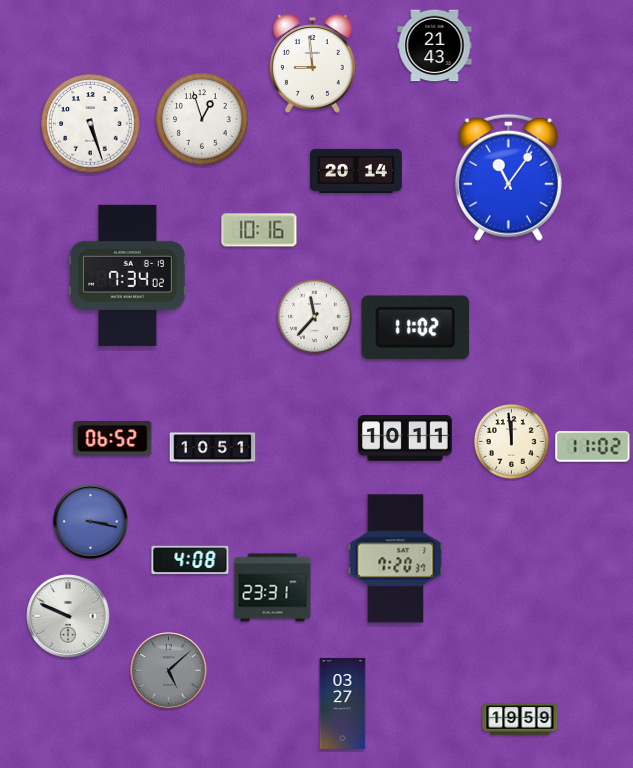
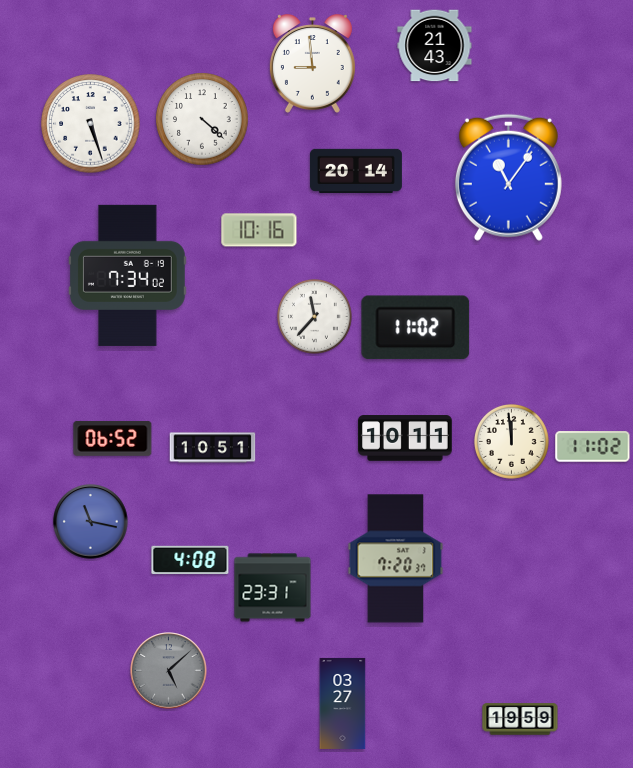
clock at (202, 119): 12:57 -> 4:22
clock at (91, 522): 3:17 -> 11:17
clock at (68, 616): 9:49 -> none
